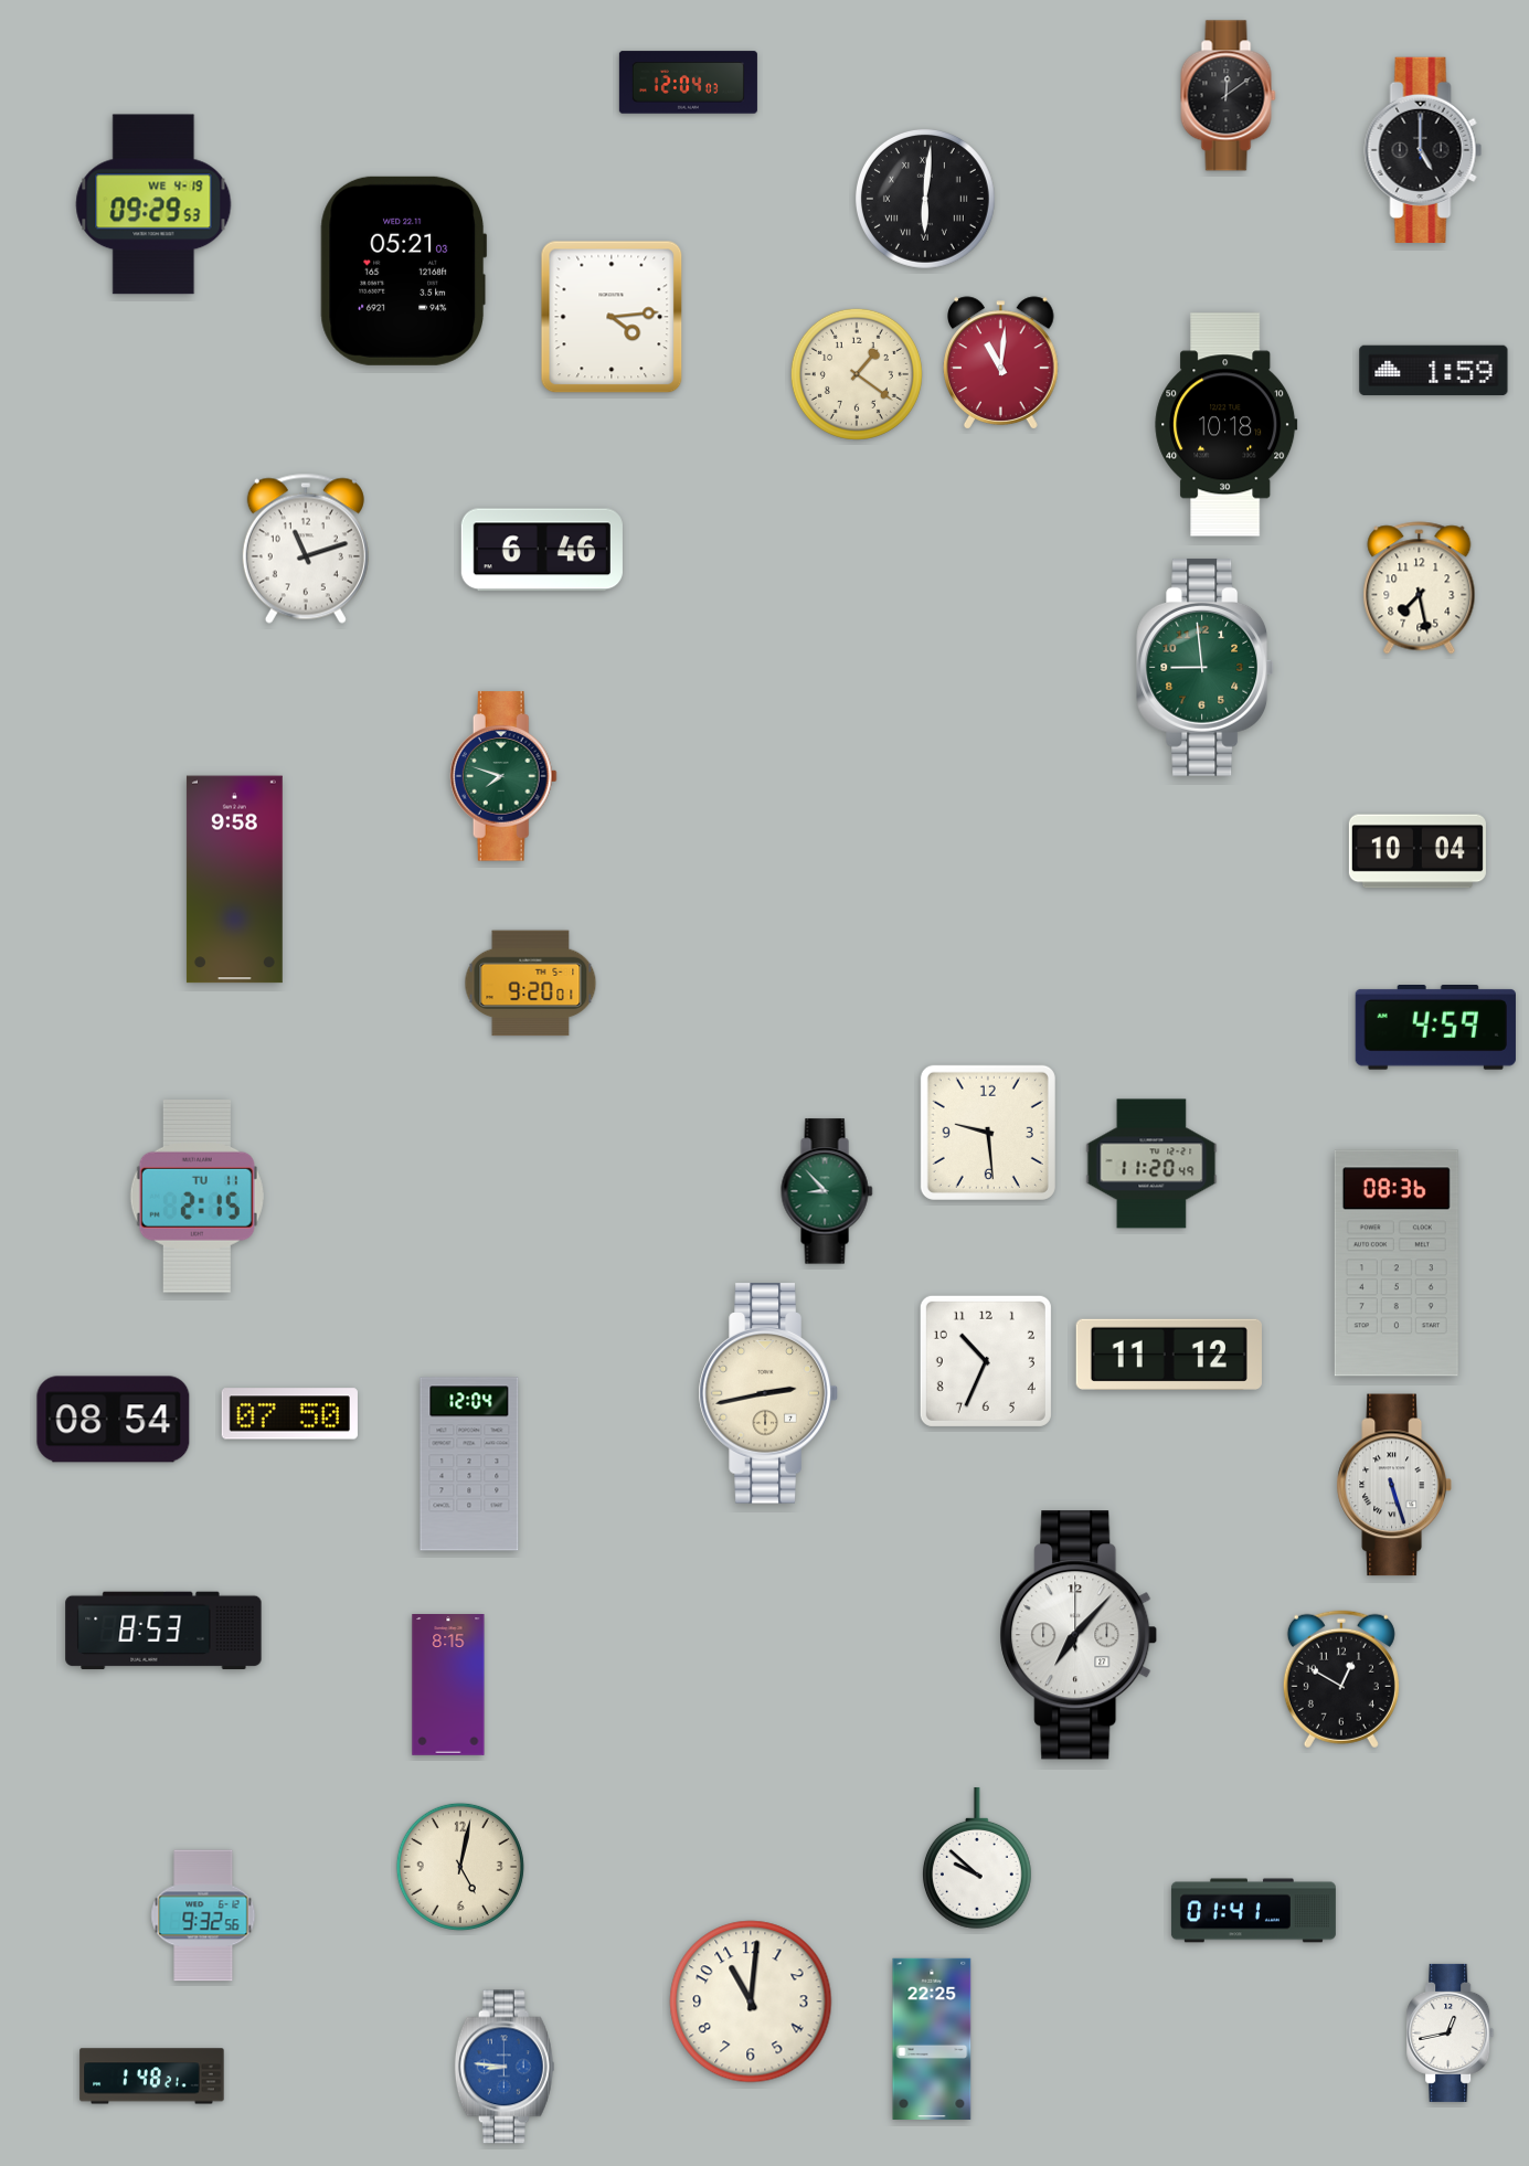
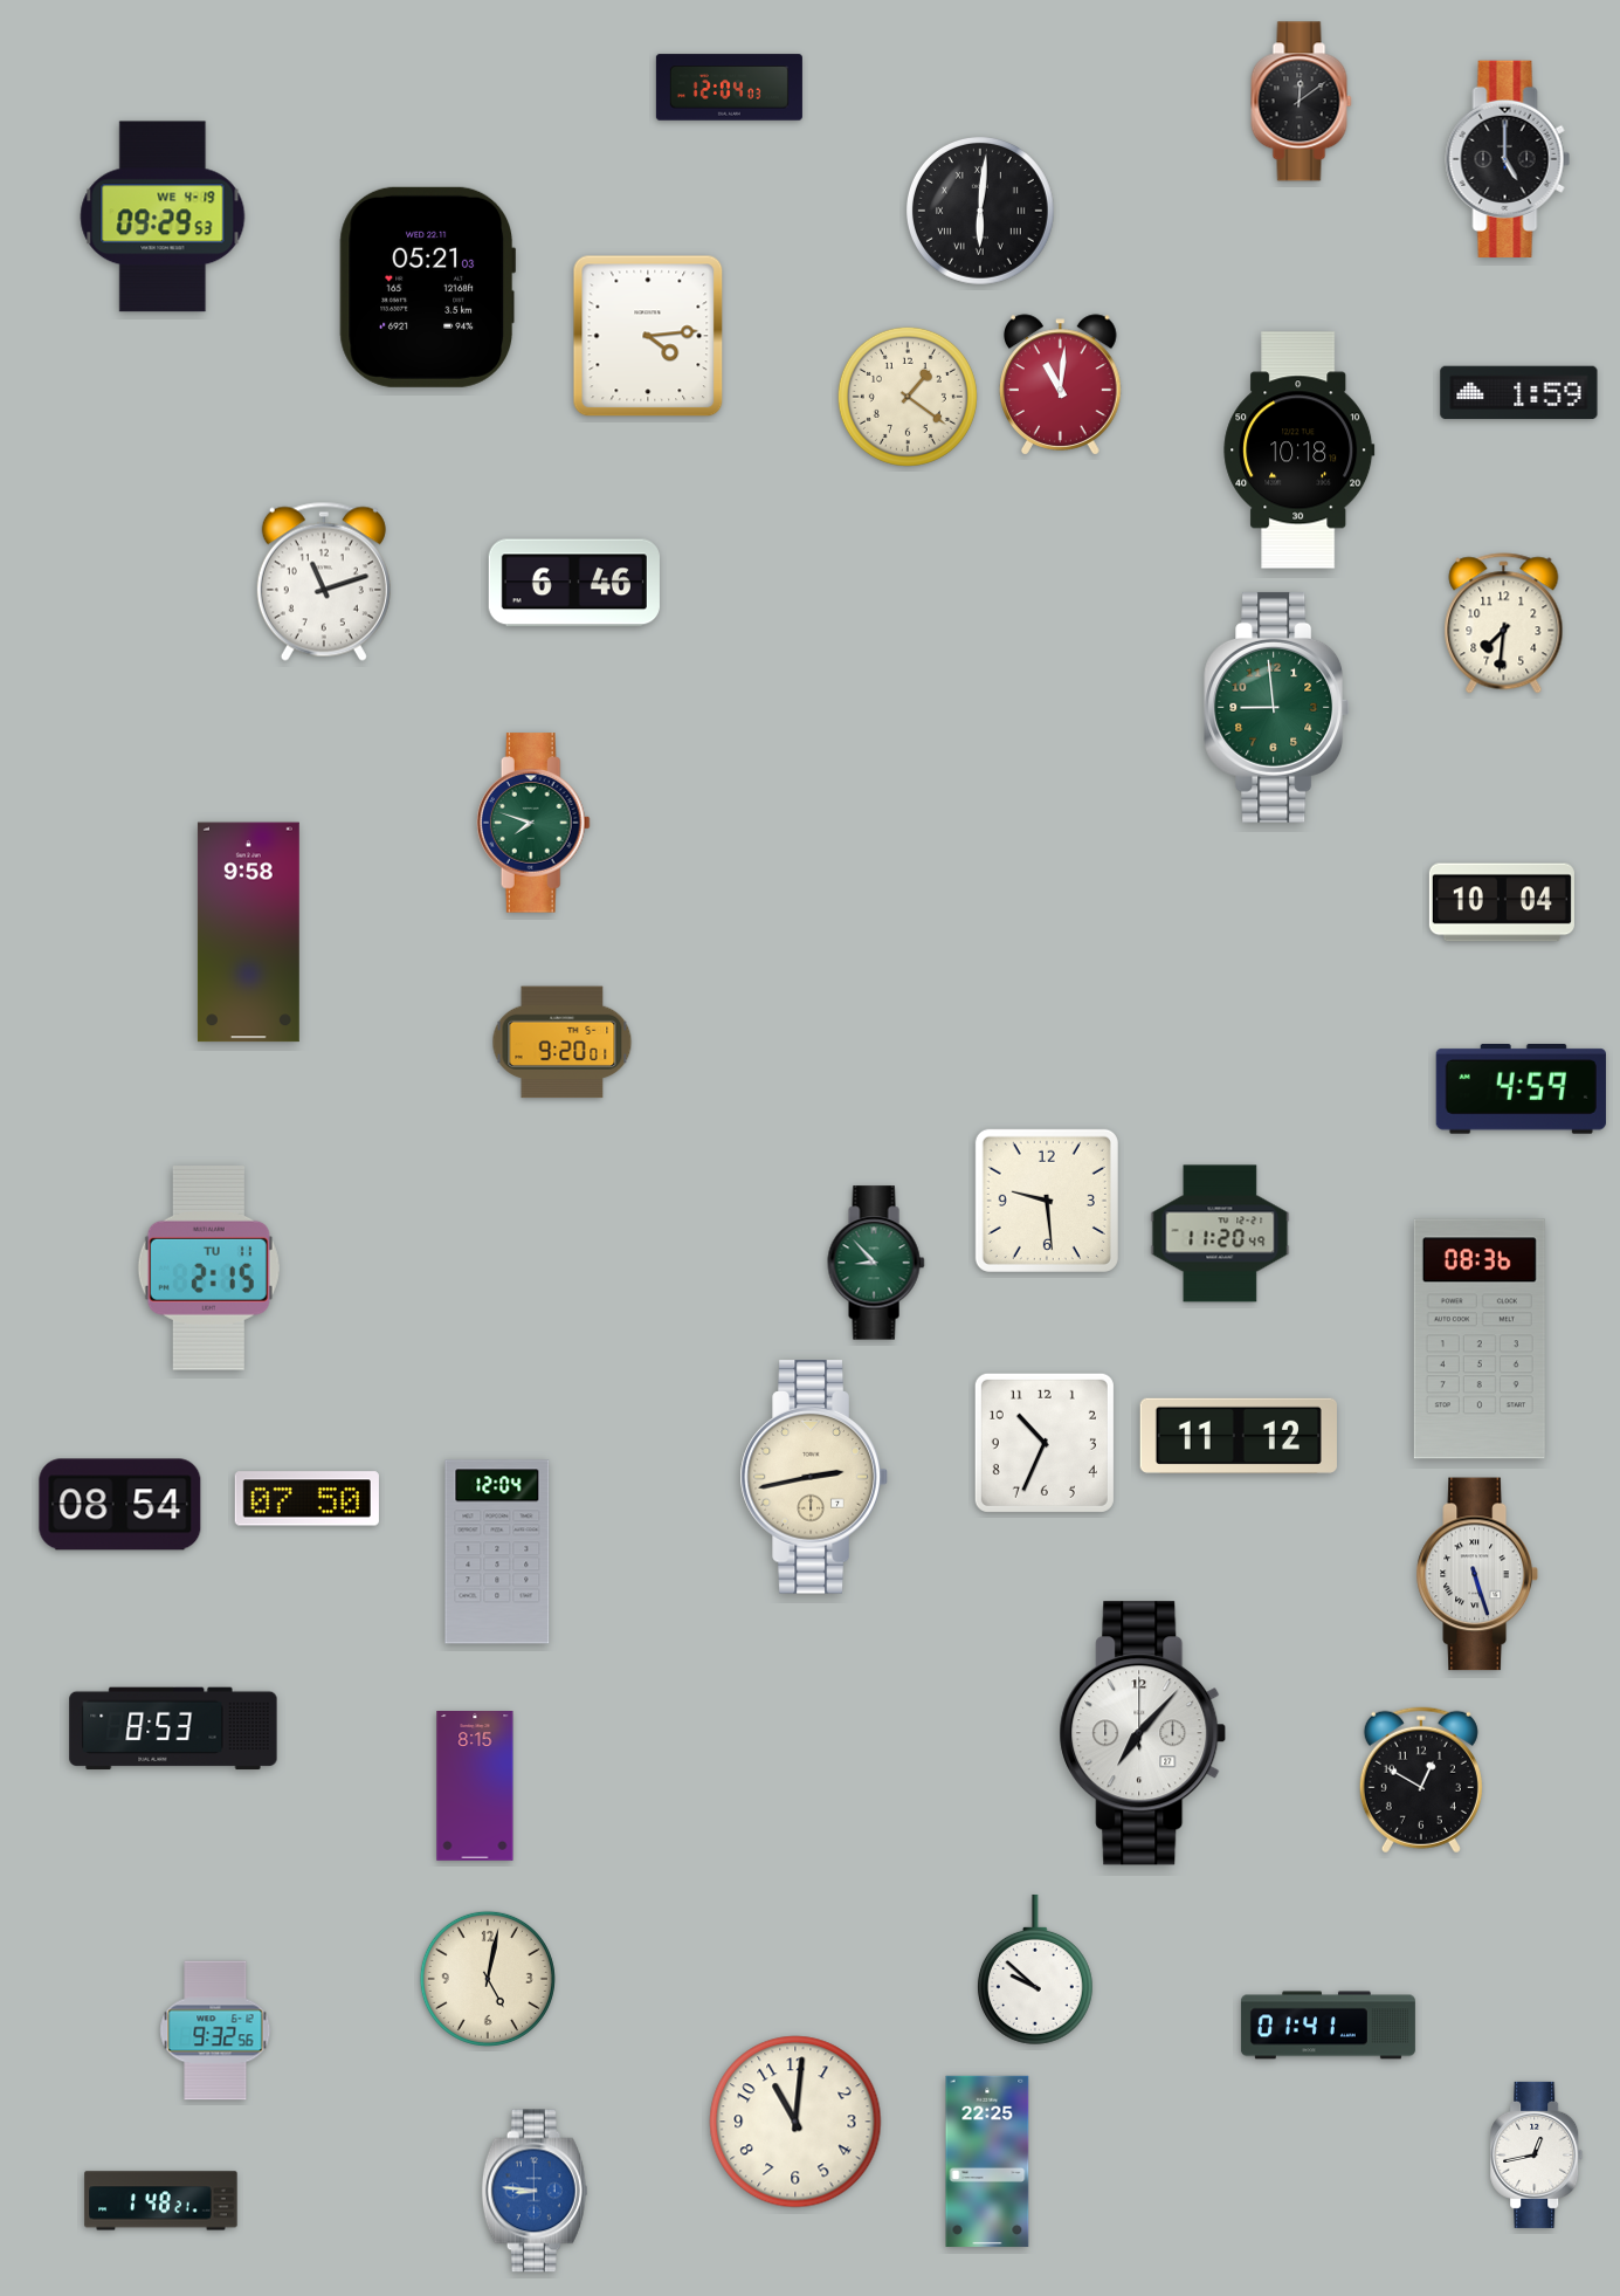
clock at (1420, 588): 7:28 -> 7:31
